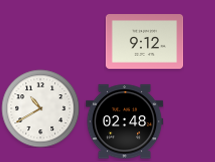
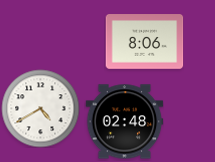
clock at (144, 42): 9:12 -> 8:06
clock at (40, 108): 10:40 -> 4:40
